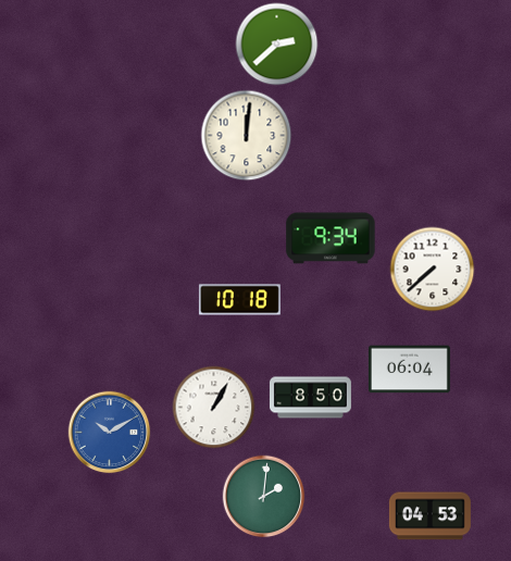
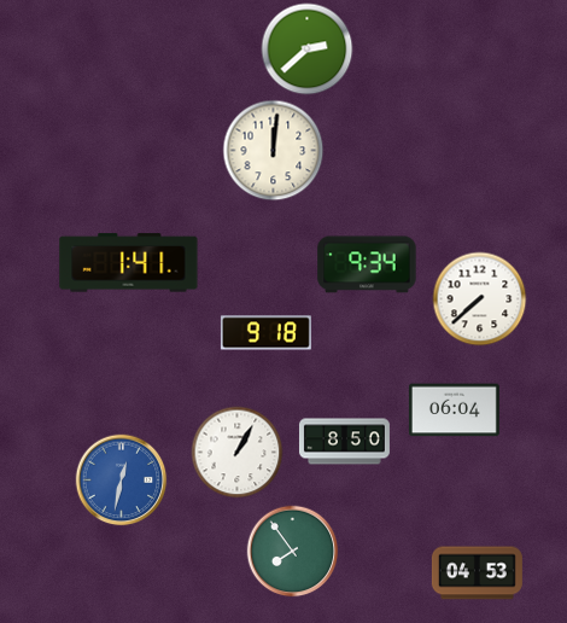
clock at (129, 263): none -> 1:41
clock at (239, 300): 10:18 -> 9:18
clock at (110, 433): 10:10 -> 12:32
clock at (264, 497): 2:01 -> 7:54
